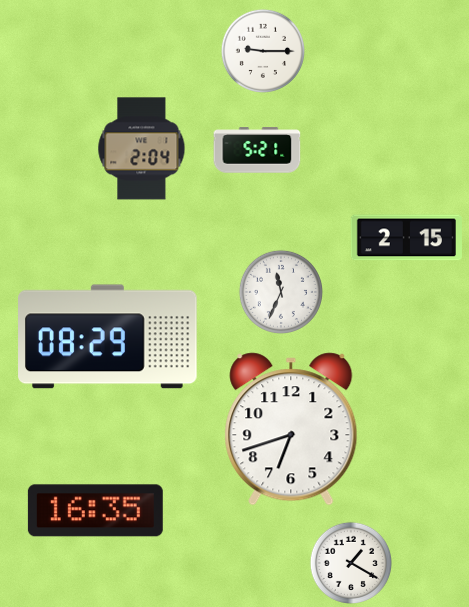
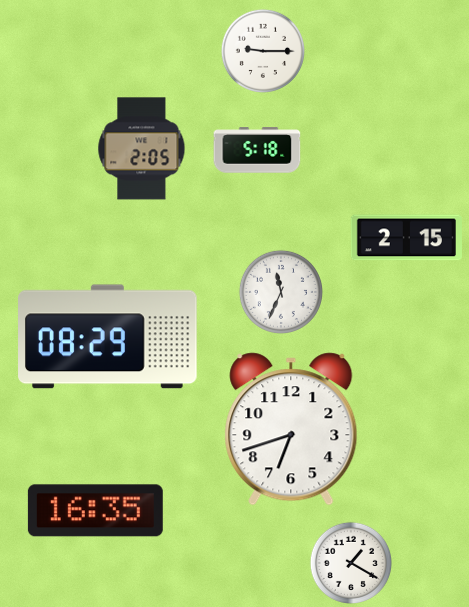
clock at (142, 149): 2:04 -> 2:05
clock at (257, 150): 5:21 -> 5:18
